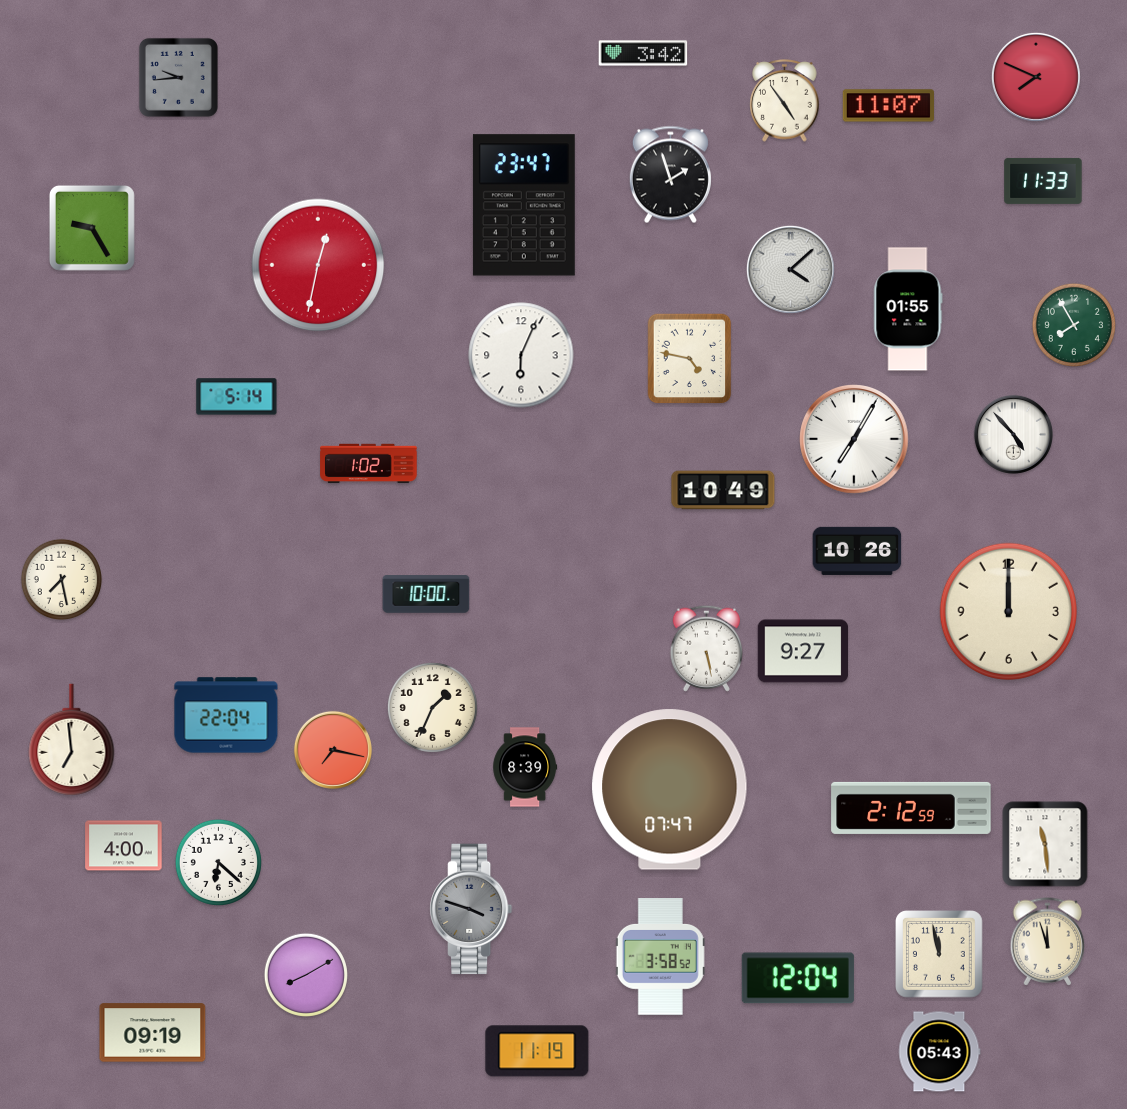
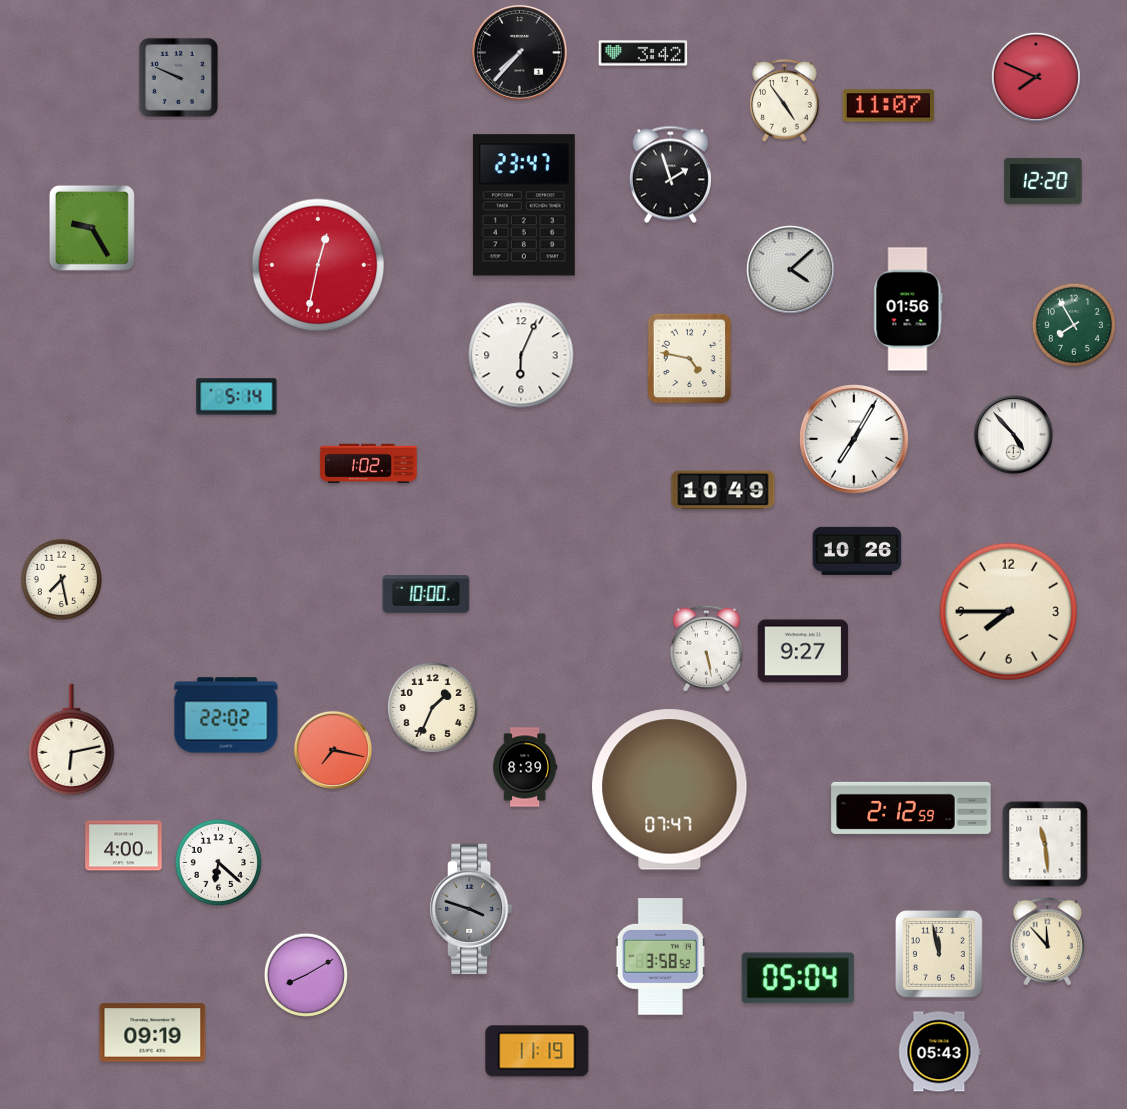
clock at (519, 52): none -> 7:37
clock at (178, 77): 9:44 -> 9:49
clock at (1043, 181): 11:33 -> 12:20
clock at (908, 309): 01:55 -> 01:56
clock at (1008, 611): 12:00 -> 7:45
clock at (226, 715): 22:04 -> 22:02
clock at (72, 740): 6:59 -> 6:13
clock at (1048, 942): 11:57 -> 11:53
clock at (798, 978): 12:04 -> 05:04
